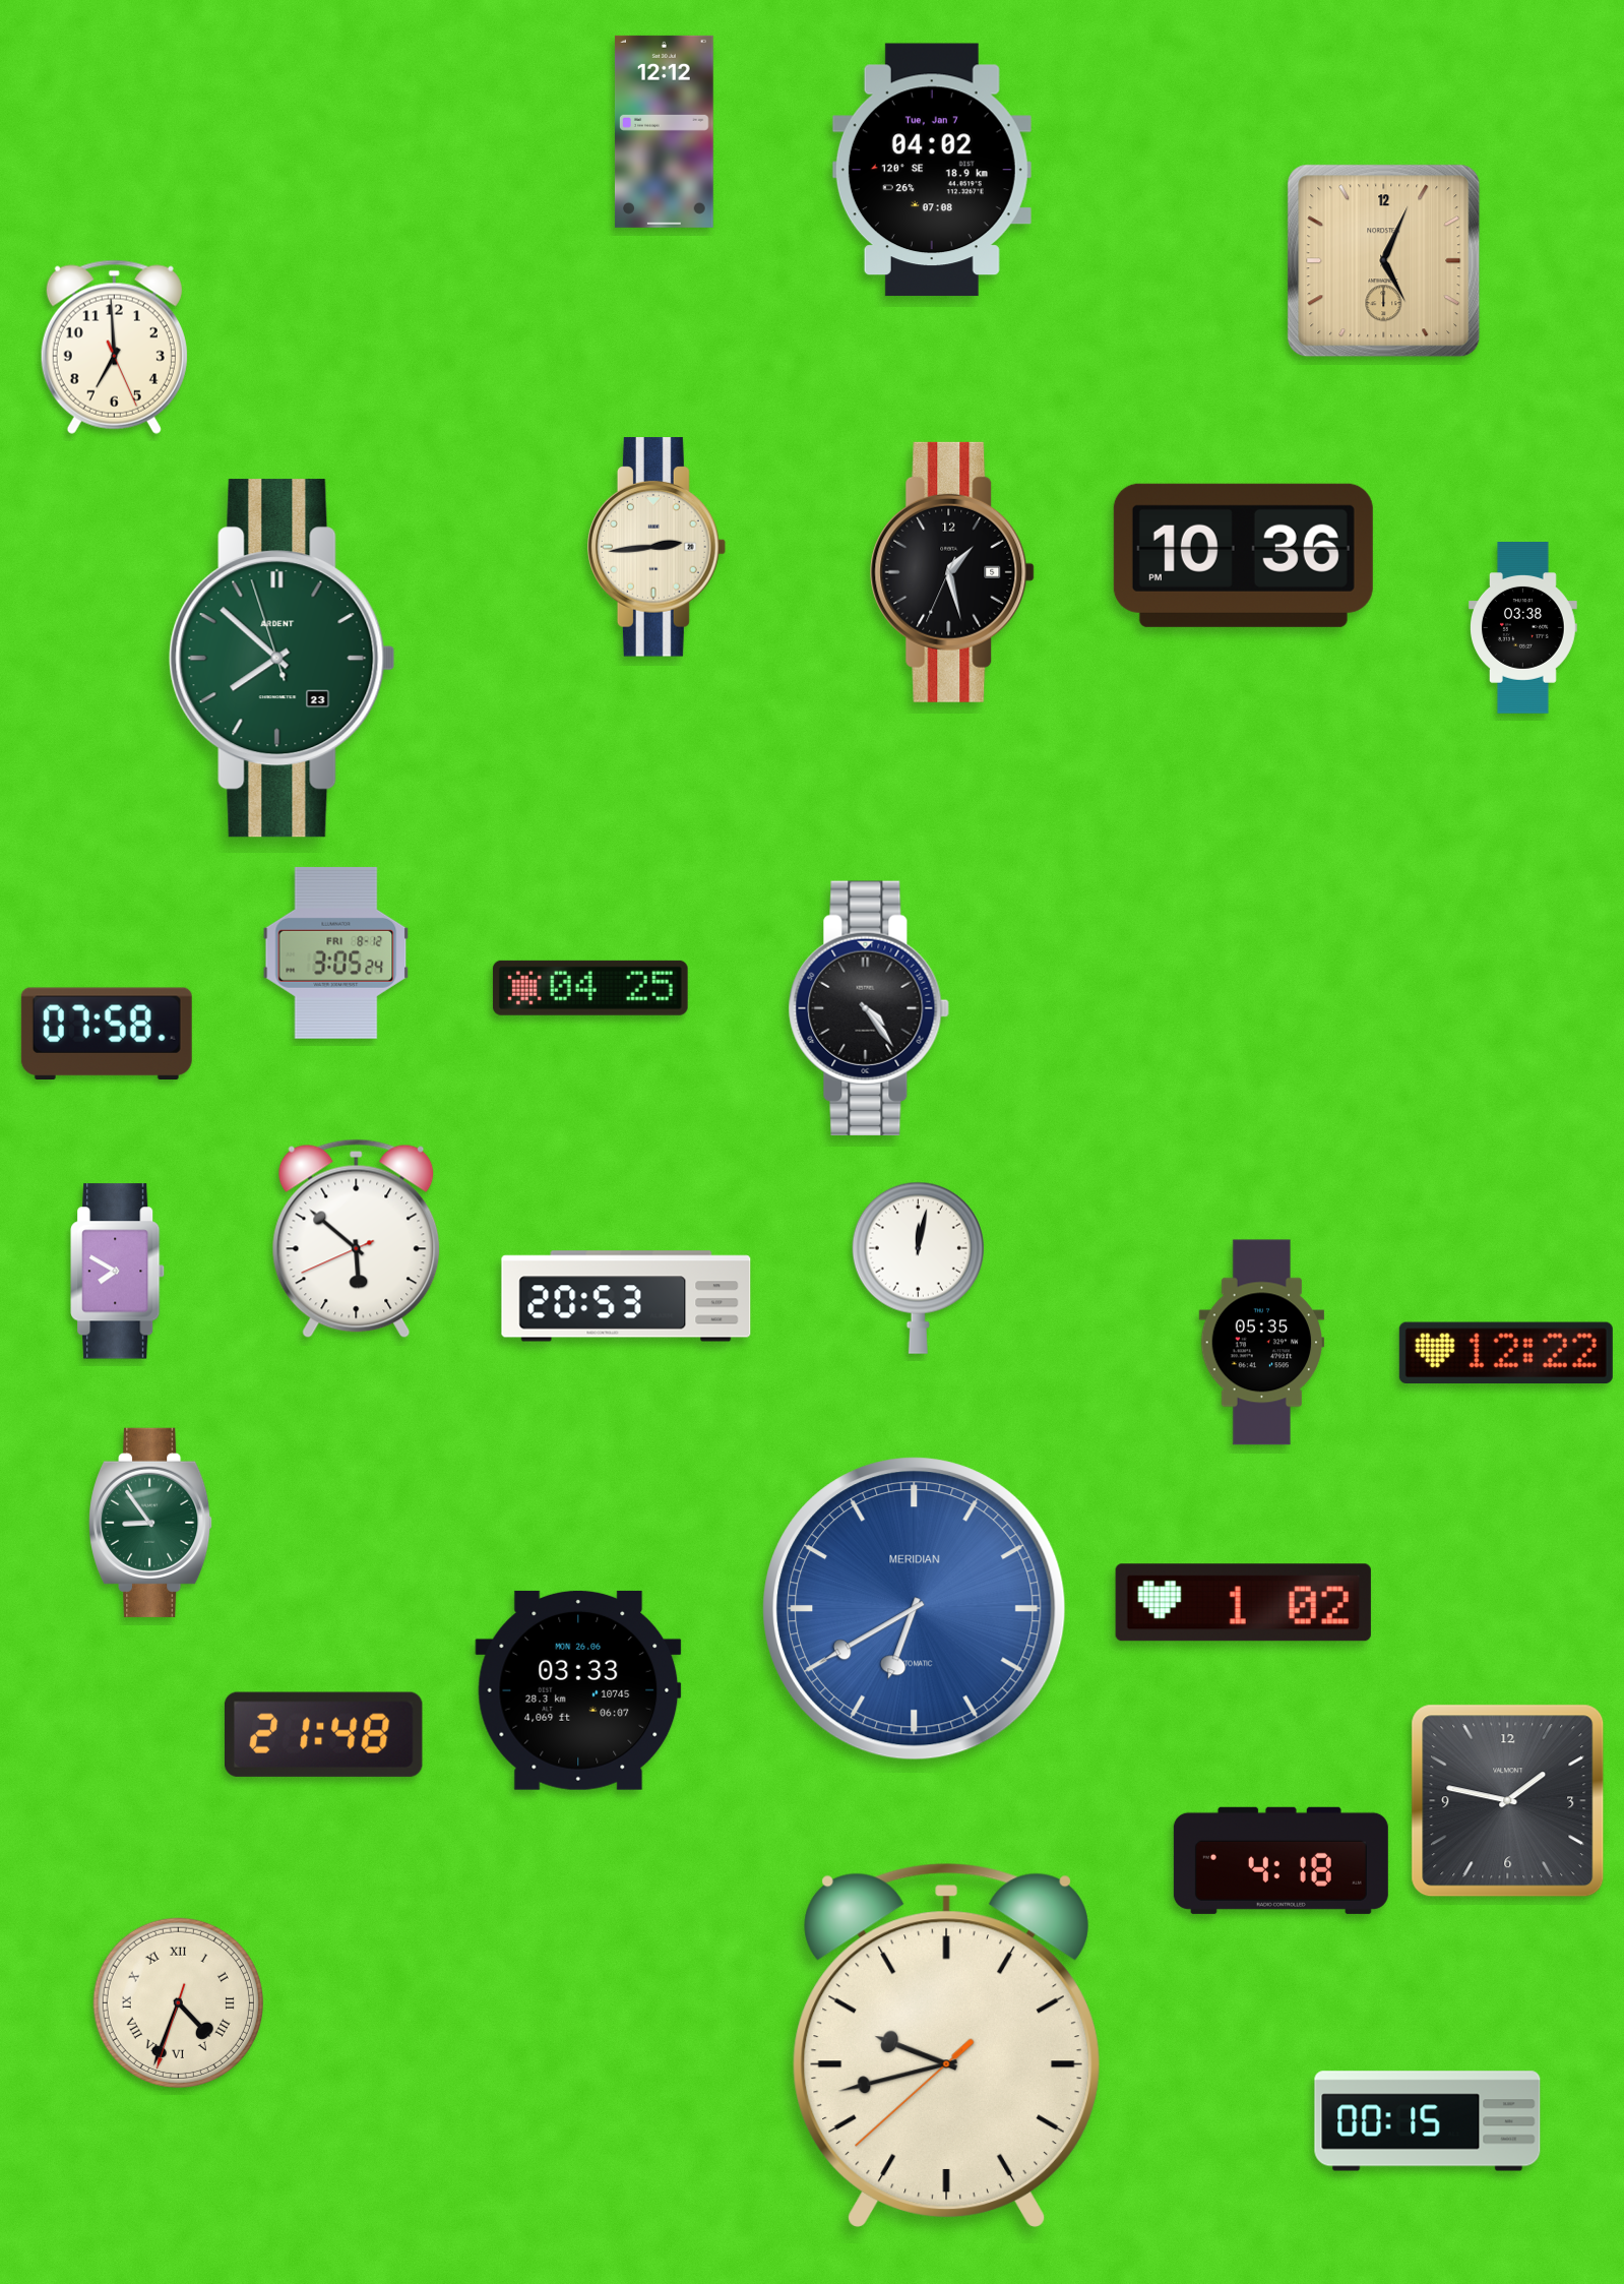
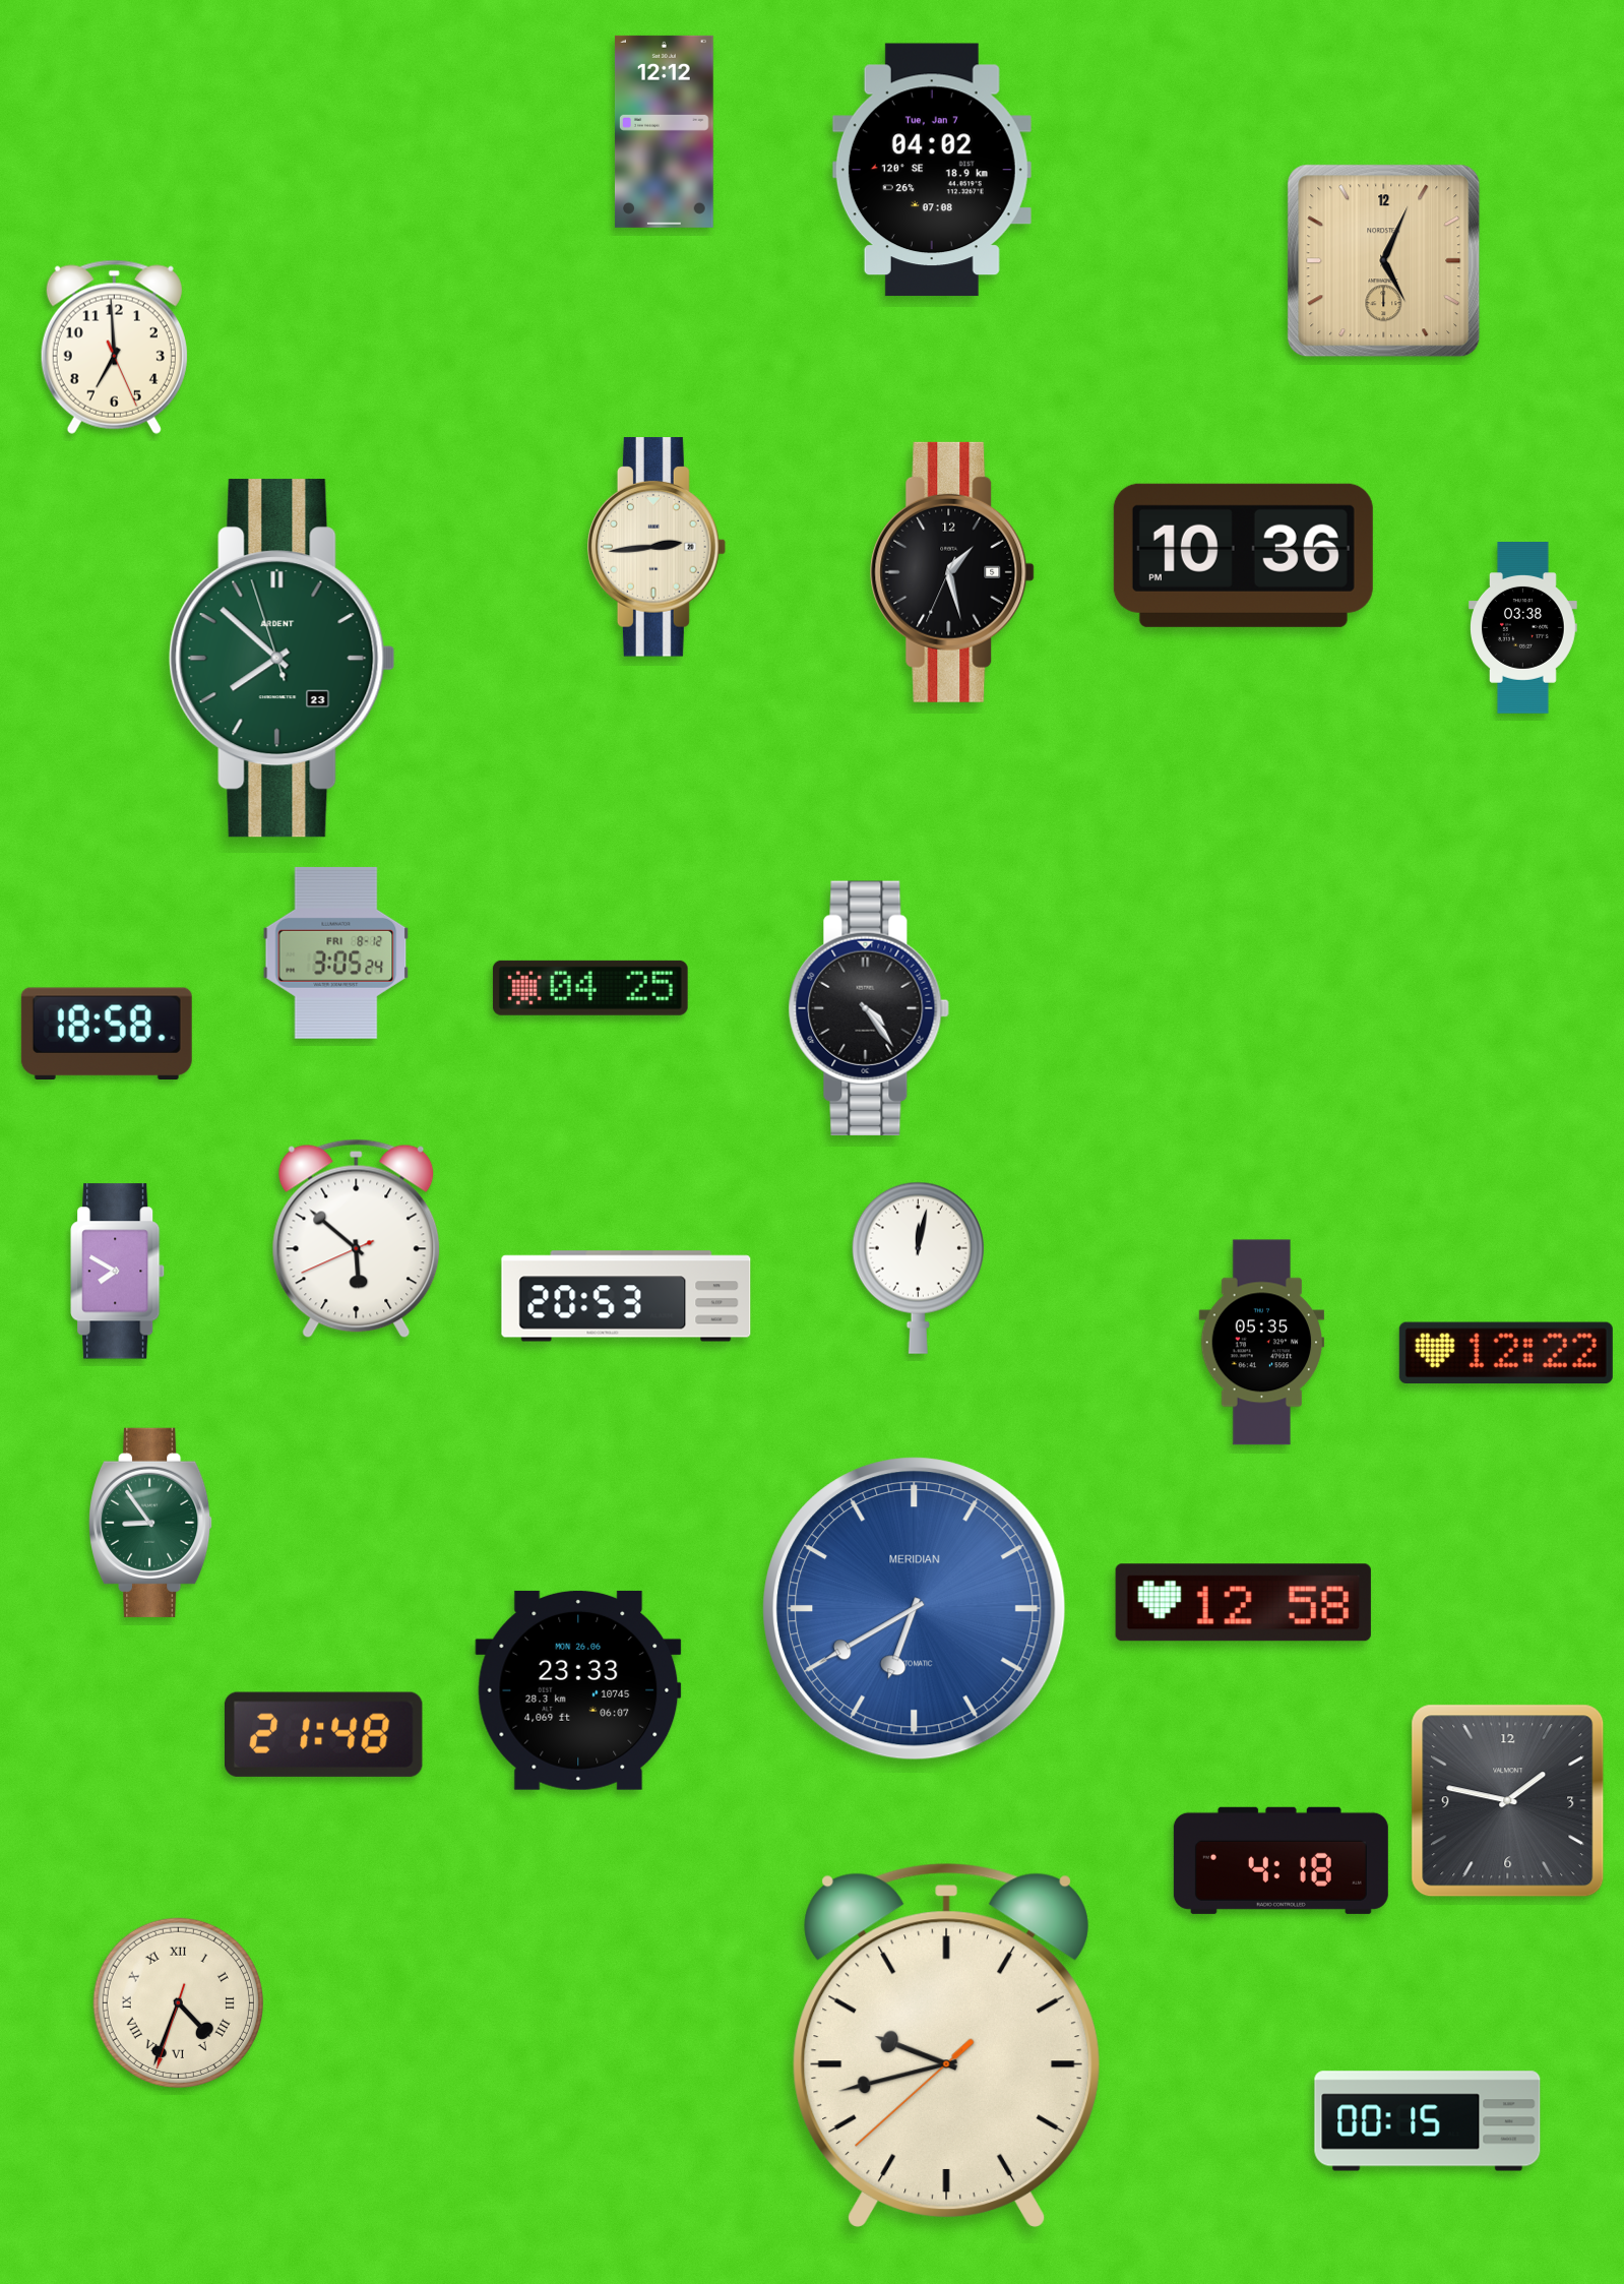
clock at (107, 1033): 07:58 -> 18:58
clock at (1243, 1603): 1:02 -> 12:58
clock at (578, 1690): 03:33 -> 23:33
